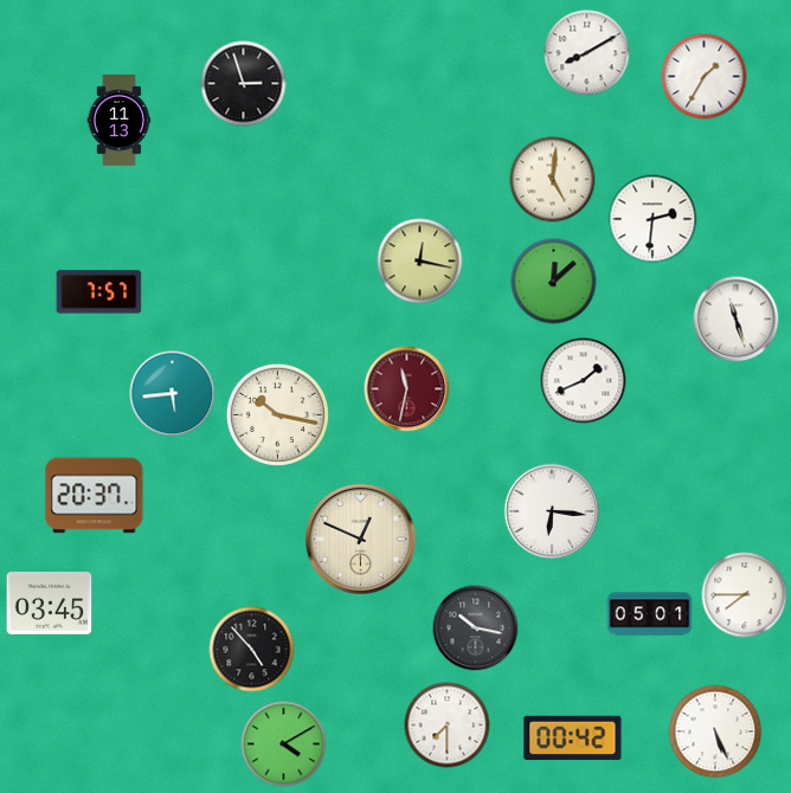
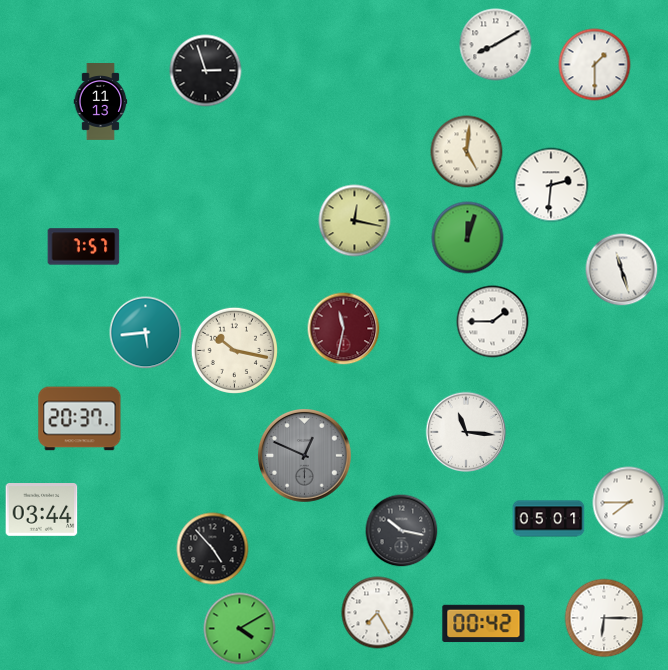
clock at (705, 77): 1:35 -> 1:30
clock at (554, 282): 12:08 -> 12:03
clock at (584, 381): 1:41 -> 1:45
clock at (552, 511): 6:16 -> 11:16
clock at (361, 540) dial: cream -> grey
clock at (50, 604): 03:45 -> 03:44
clock at (448, 726): 7:30 -> 7:25
clock at (715, 731): 5:26 -> 6:15
